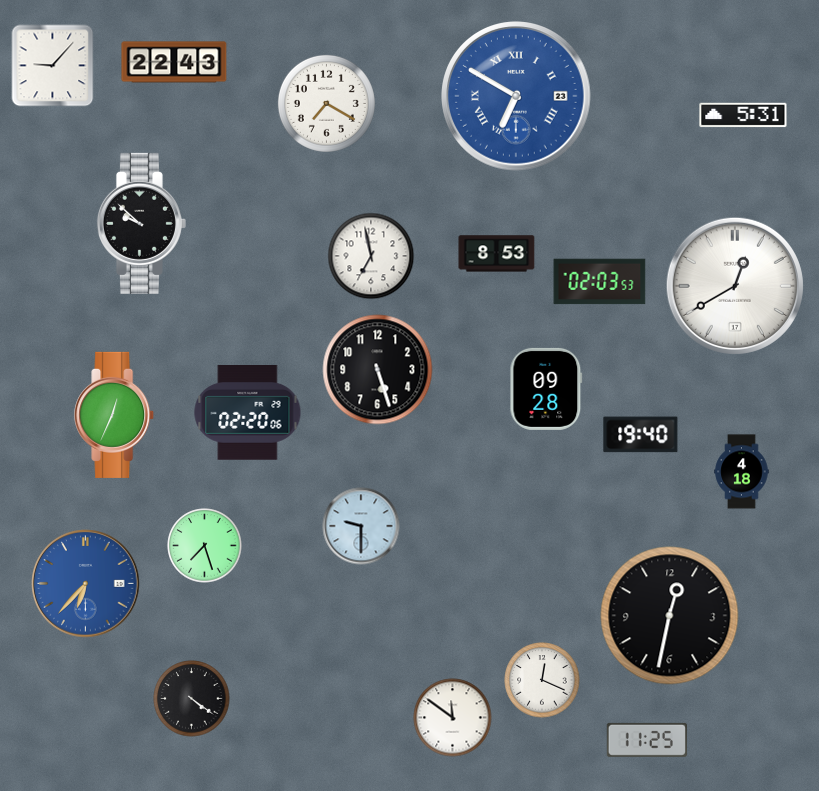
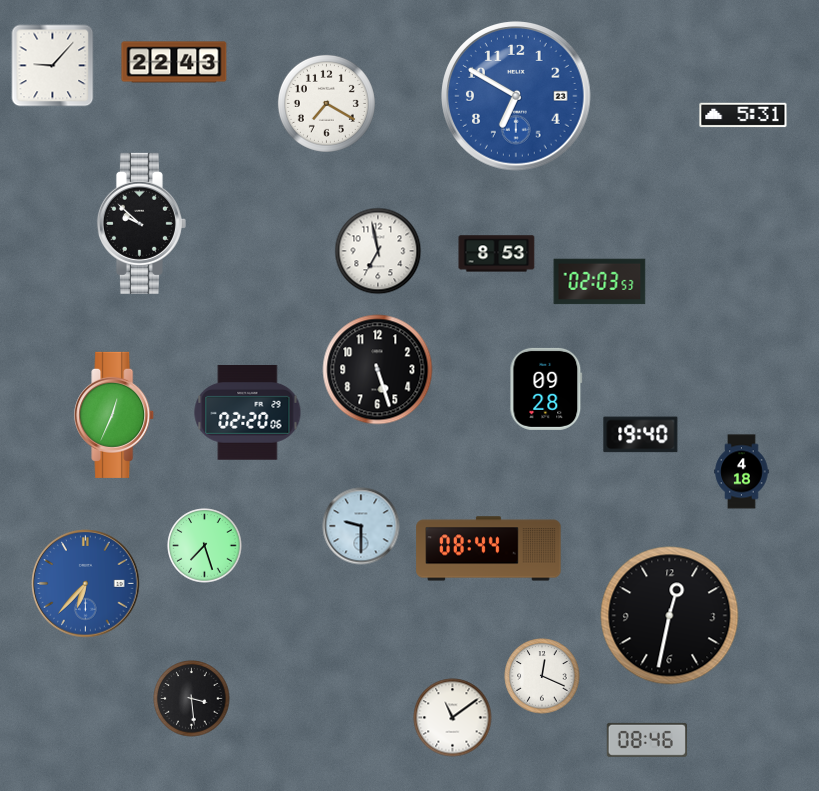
clock at (516, 96) numerals: Roman -> Arabic
clock at (371, 256) position: (371, 256) -> (378, 251)
clock at (735, 286): 12:40 -> none
clock at (489, 549): none -> 08:44
clock at (542, 680) position: (542, 680) -> (542, 676)
clock at (192, 699): 4:21 -> 3:29
clock at (453, 718): 11:51 -> 11:09
clock at (646, 740): 11:25 -> 08:46
